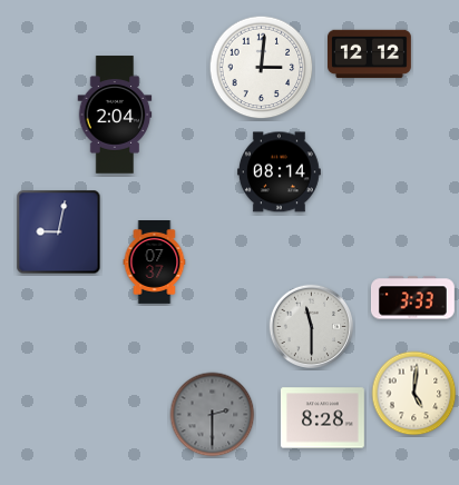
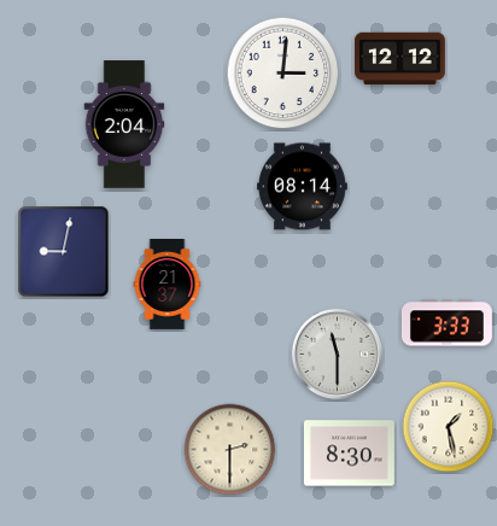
clock at (155, 263): 07:37 -> 21:37
clock at (414, 394): 5:01 -> 1:28
clock at (213, 415) dial: grey -> cream
clock at (322, 418): 8:28 -> 8:30
